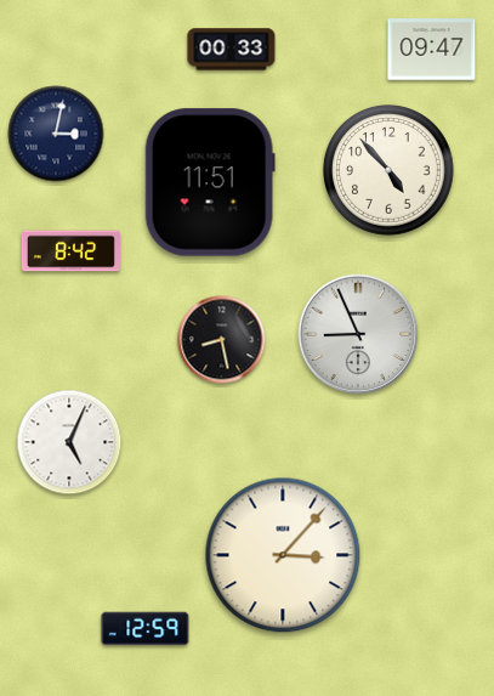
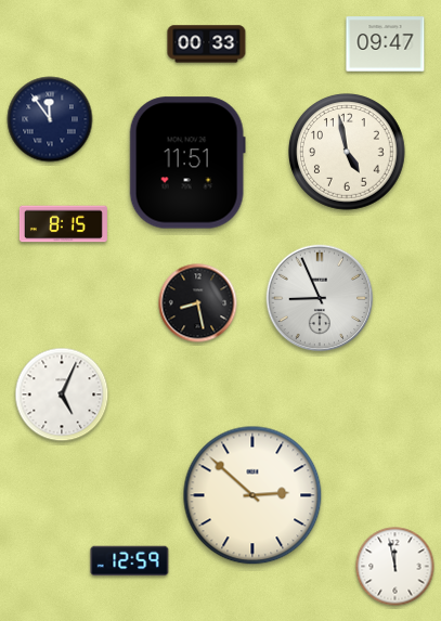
clock at (56, 134): 3:02 -> 11:54
clock at (390, 171): 4:53 -> 4:58
clock at (70, 251): 8:42 -> 8:15
clock at (283, 555): 3:07 -> 2:52
clock at (395, 567): none -> 11:58
